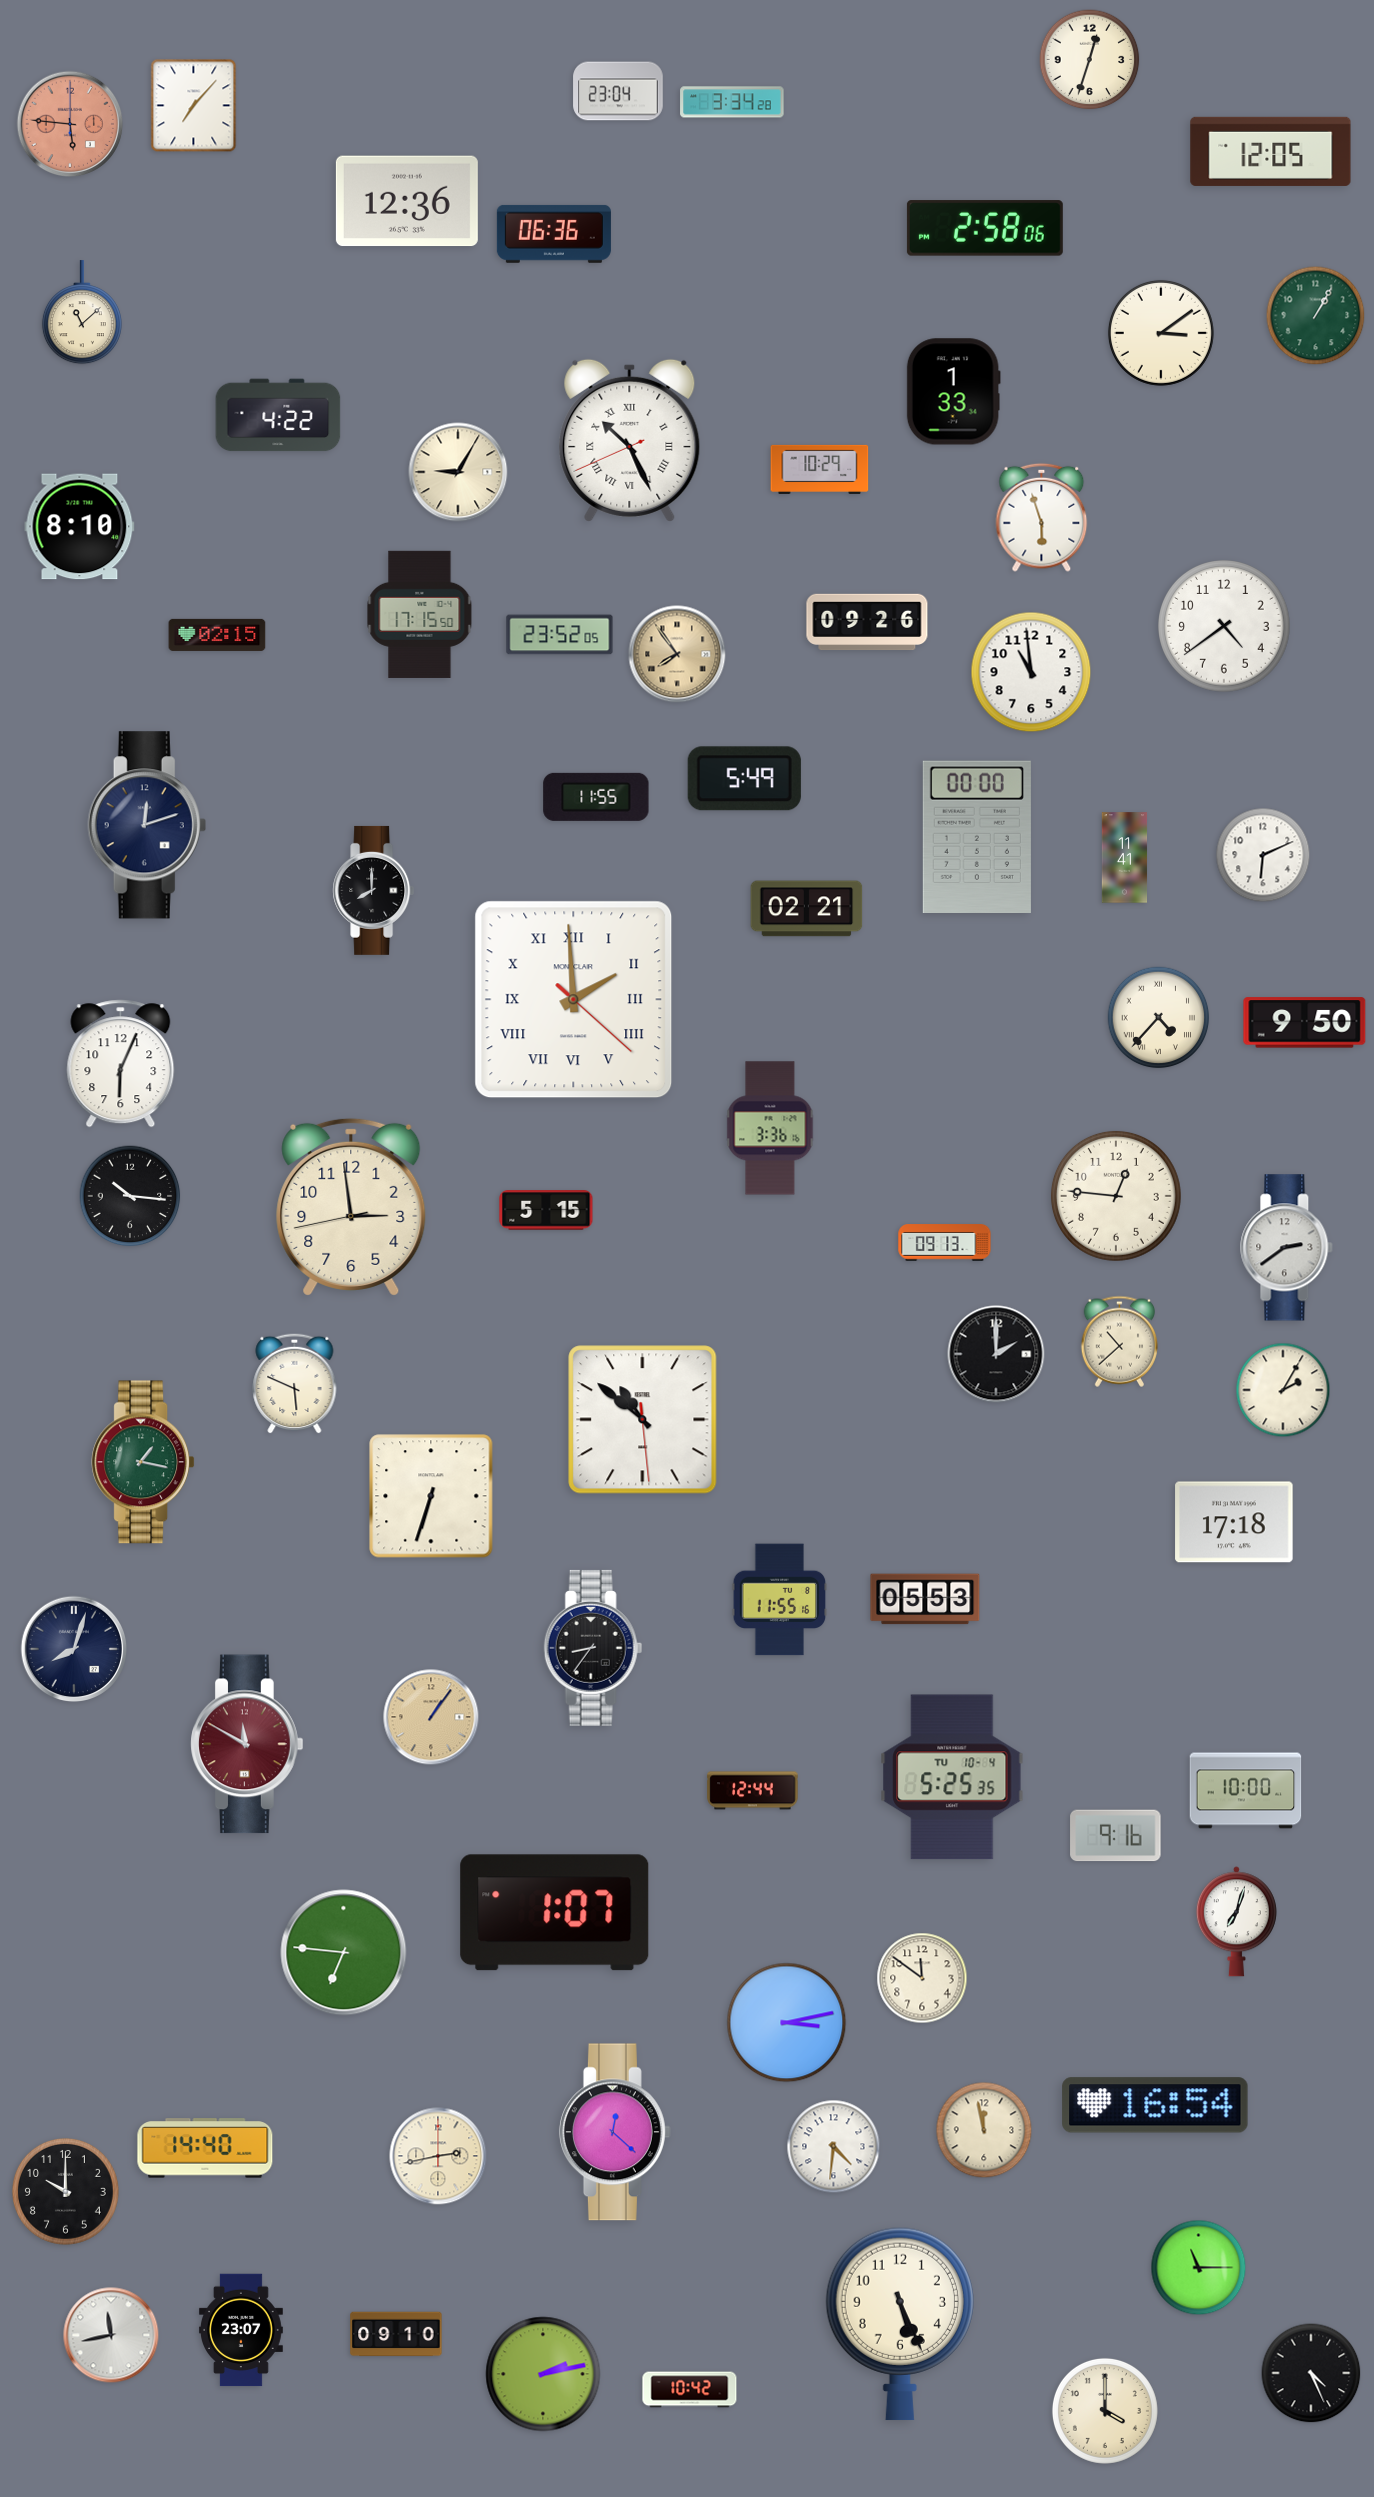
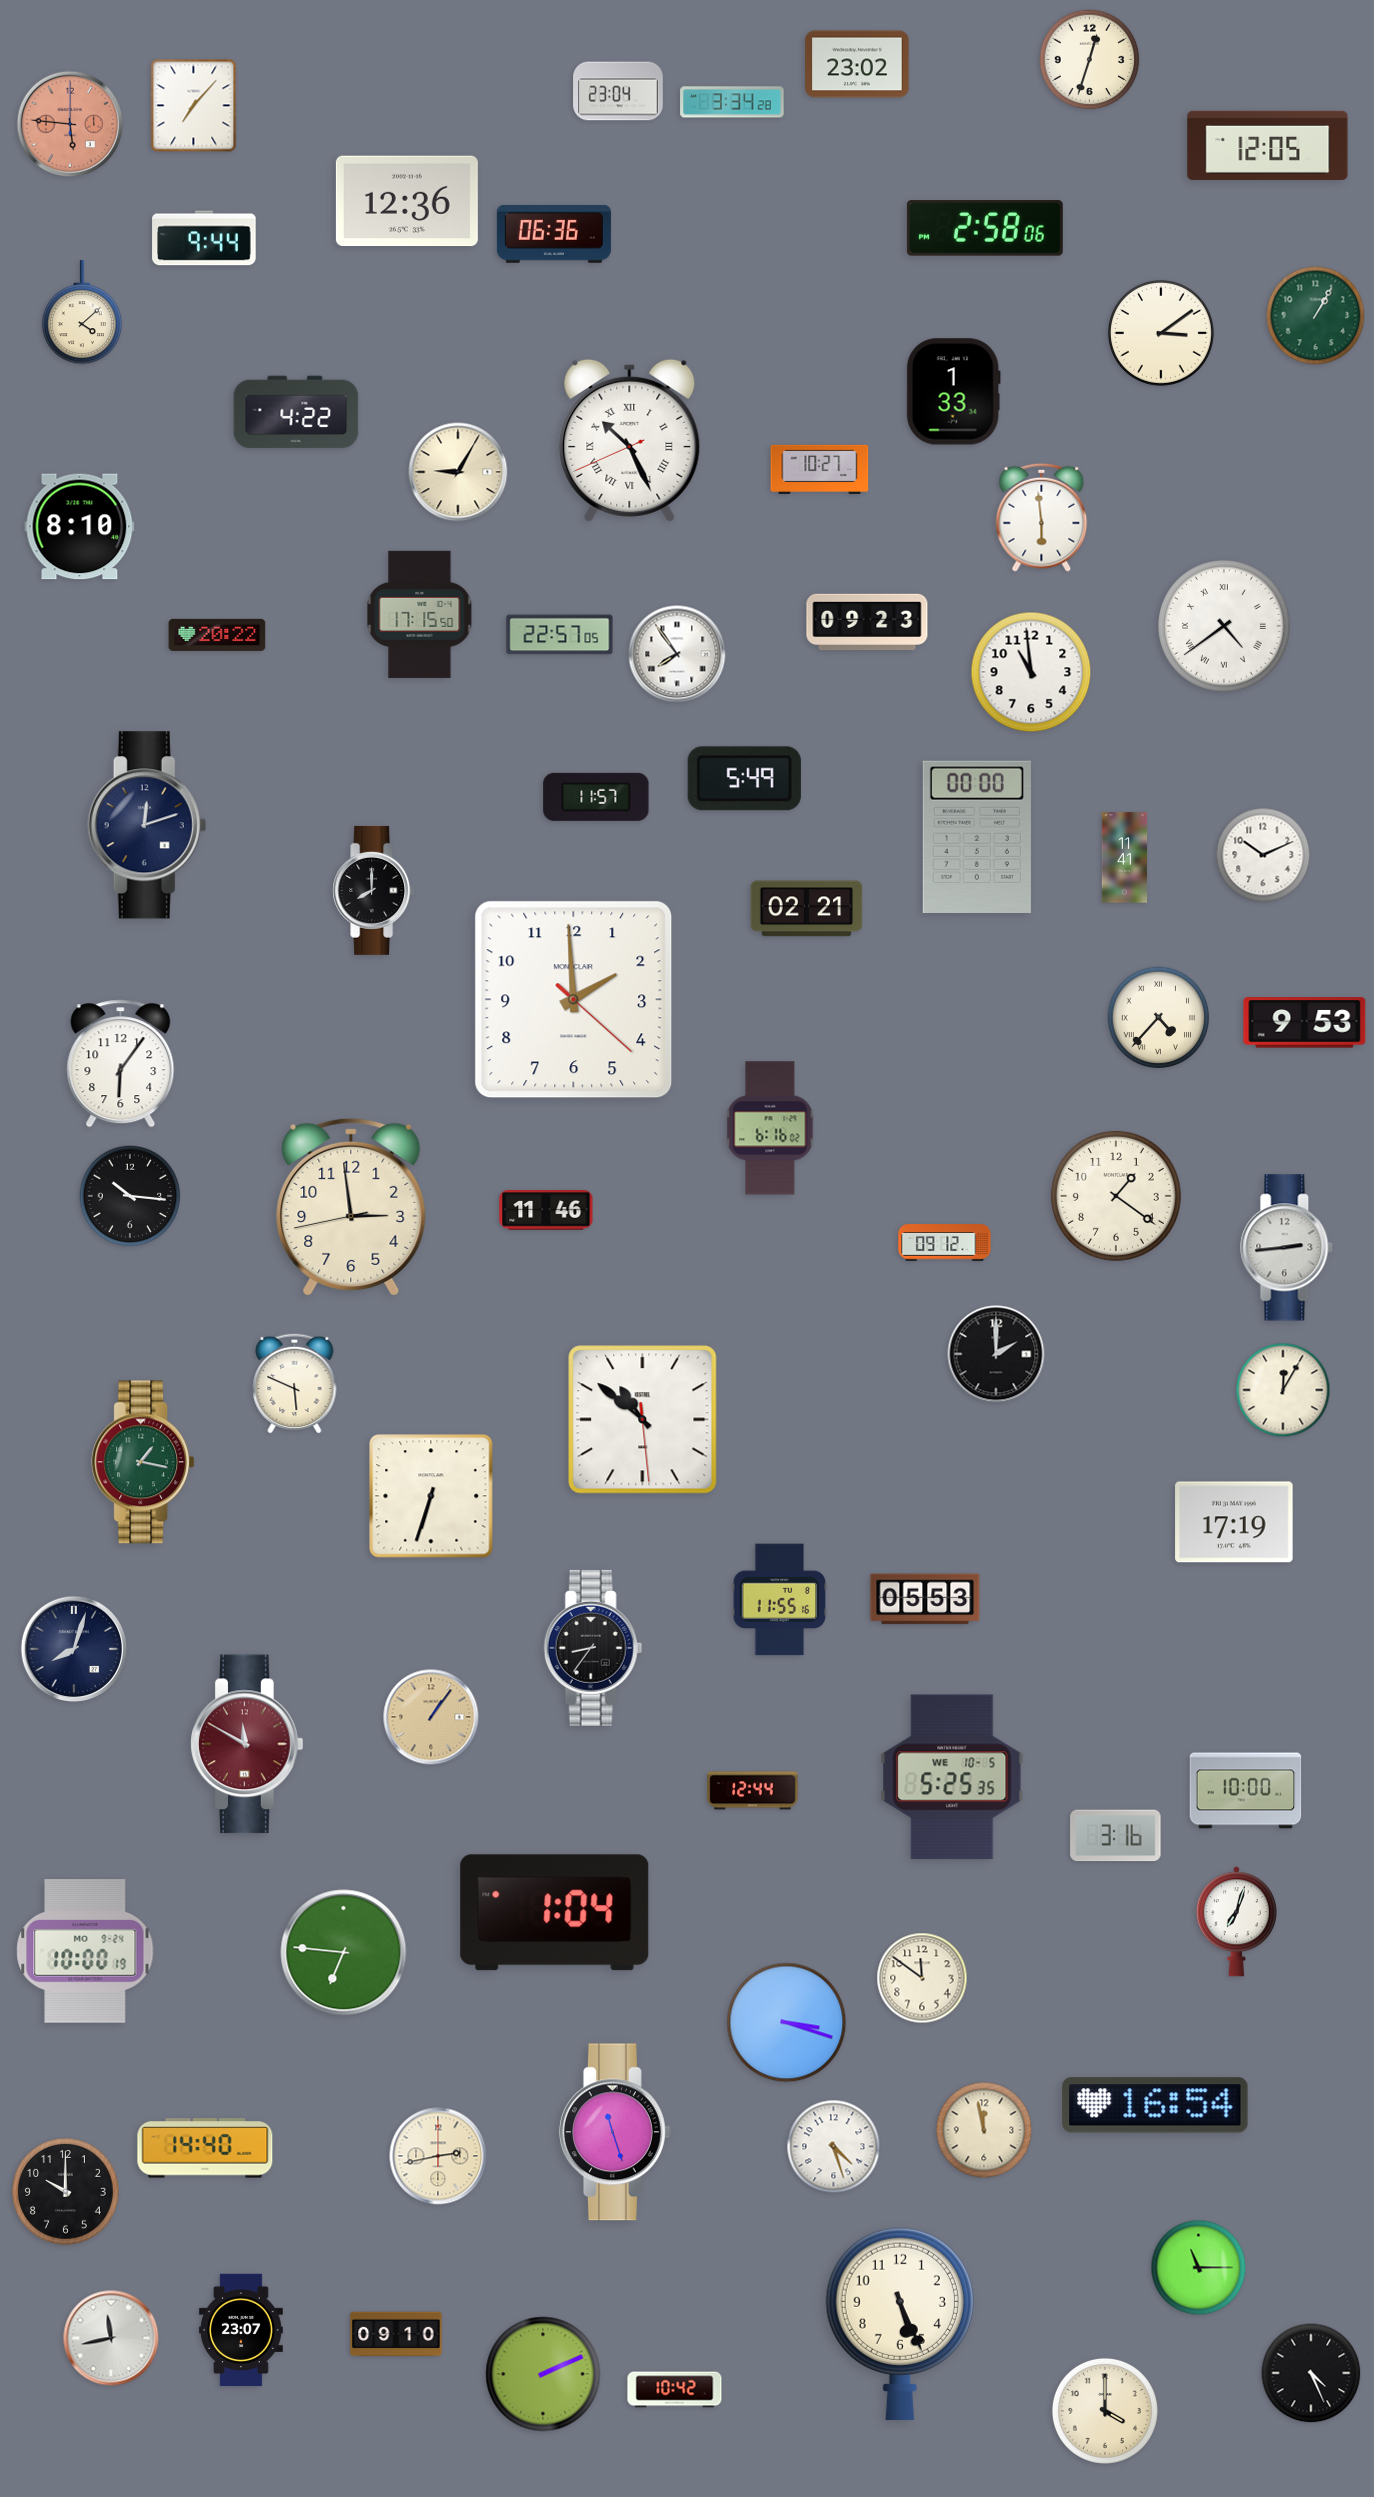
clock at (857, 64): none -> 23:02
clock at (1271, 151) position: (1271, 151) -> (1268, 145)
clock at (204, 238): none -> 9:44
clock at (82, 313): 11:08 -> 4:08
clock at (278, 415) position: (278, 415) -> (296, 412)
clock at (820, 469): 10:29 -> 10:27
clock at (1042, 517): 5:57 -> 5:59
clock at (867, 622): 09:26 -> 09:23
clock at (1224, 626) numerals: Arabic -> Roman
clock at (217, 635): 02:15 -> 20:22
clock at (560, 635): 23:52 -> 22:57
clock at (677, 654) dial: champagne -> white
clock at (596, 797): 11:55 -> 11:57
clock at (1263, 855): 6:11 -> 10:11
clock at (574, 1000) numerals: Roman -> Arabic
clock at (1305, 1023): 9:50 -> 9:53
clock at (121, 1064): 6:04 -> 6:06
clock at (770, 1128): 3:36 -> 6:16
clock at (1116, 1196): 12:46 -> 1:21
clock at (546, 1210): 5:15 -> 11:46
clock at (945, 1243): 09:13 -> 09:12
clock at (1287, 1248): 2:39 -> 2:44
clock at (1119, 1341): 10:38 -> none
clock at (1283, 1390): 2:05 -> 12:05
clock at (1234, 1522): 17:18 -> 17:19
clock at (952, 1777) date: TU 10-4 -> WE 10-5
clock at (1116, 1836): 9:16 -> 3:16
clock at (555, 1913): 1:07 -> 1:04
clock at (85, 1952): none -> 10:00
clock at (787, 2023): 3:13 -> 3:18
clock at (615, 2132): 12:22 -> 11:27
clock at (834, 2147): 4:31 -> 4:27
clock at (111, 2335) position: (111, 2335) -> (111, 2338)
clock at (543, 2374): 2:13 -> 2:11
clock at (690, 2390) position: (690, 2390) -> (675, 2390)
